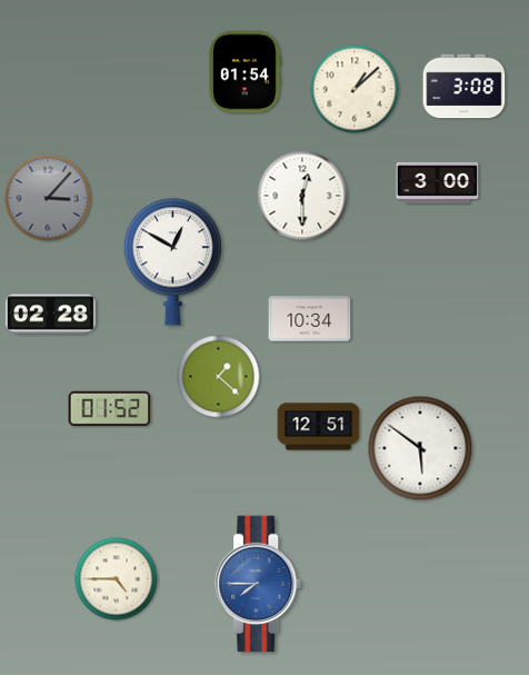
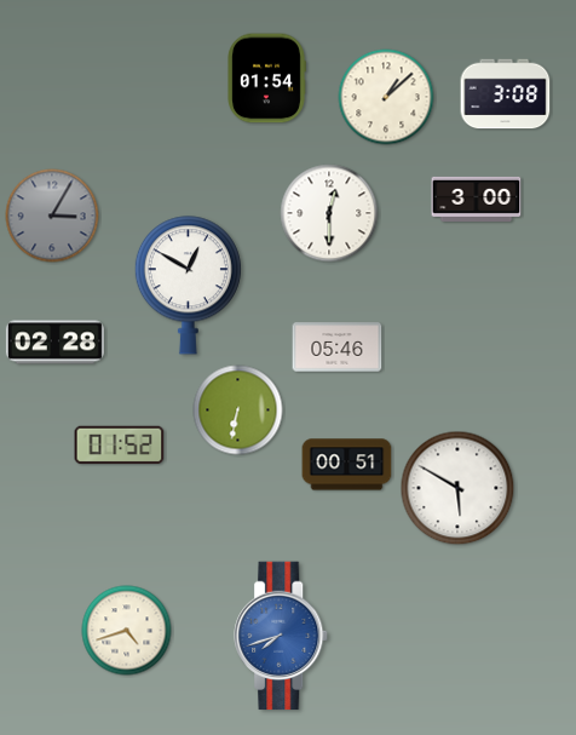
clock at (48, 198): 3:07 -> 3:05
clock at (310, 319): 10:34 -> 05:46
clock at (219, 377): 1:22 -> 6:32
clock at (319, 427): 12:51 -> 00:51
clock at (420, 448): 5:51 -> 5:50
clock at (117, 579): 4:45 -> 4:42
clock at (259, 584): 7:45 -> 7:42
